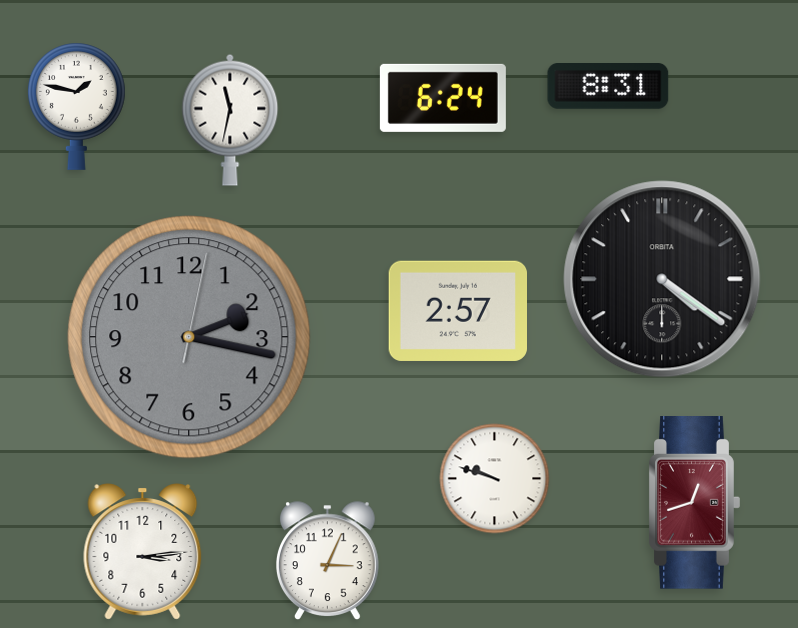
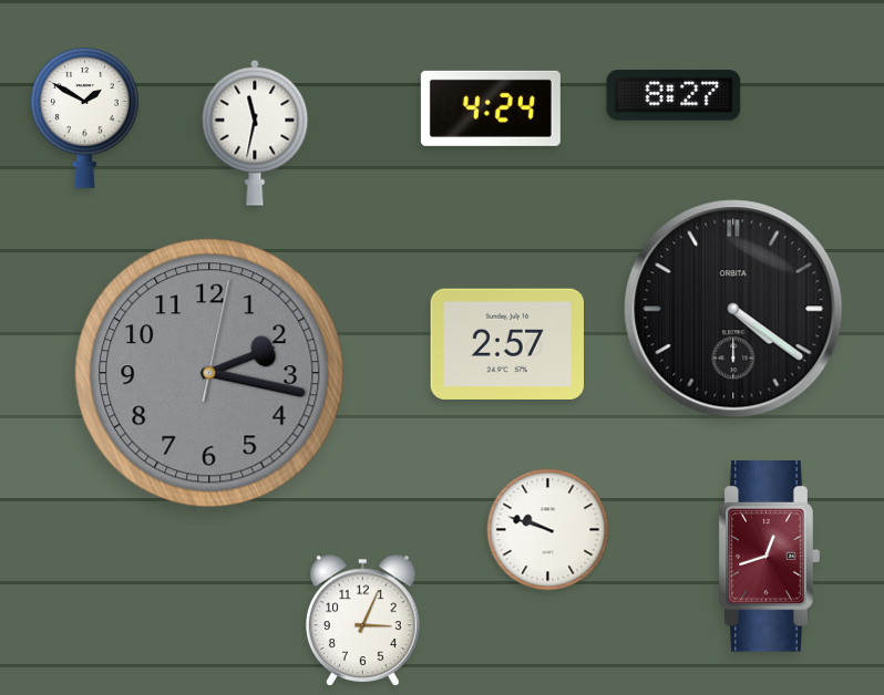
clock at (608, 87): 8:31 -> 8:27
clock at (443, 98): 6:24 -> 4:24
clock at (76, 106): 1:47 -> 1:50
clock at (143, 552): 3:14 -> none
